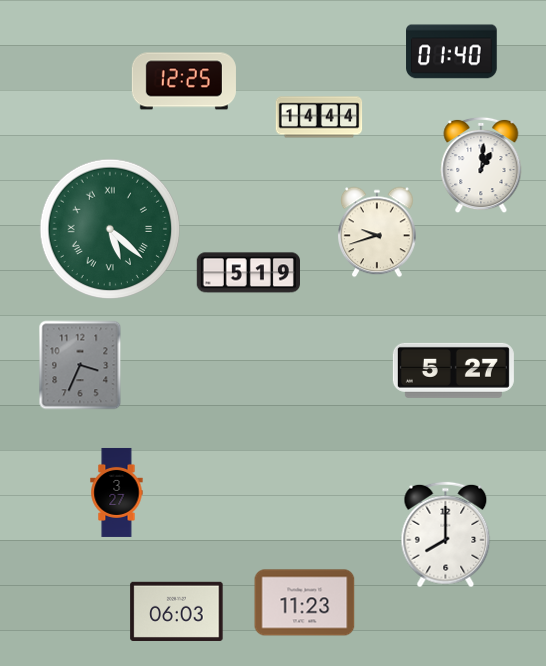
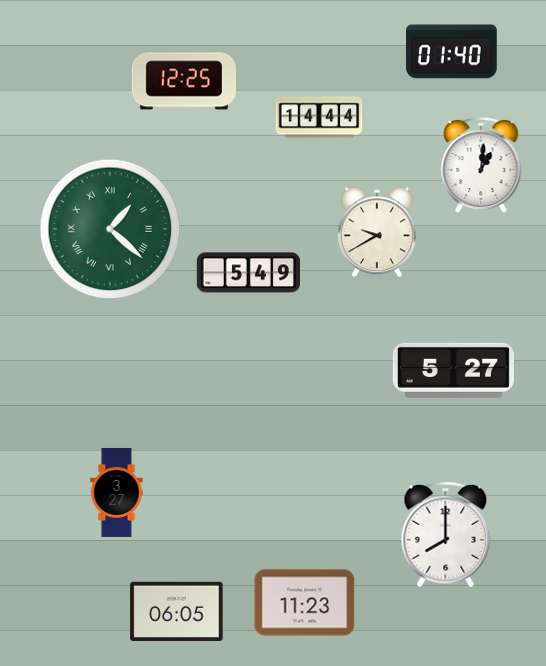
clock at (110, 229): 5:22 -> 1:22
clock at (378, 232): 9:42 -> 9:40
clock at (248, 273): 5:19 -> 5:49
clock at (80, 365): 3:34 -> none
clock at (177, 611): 06:03 -> 06:05
